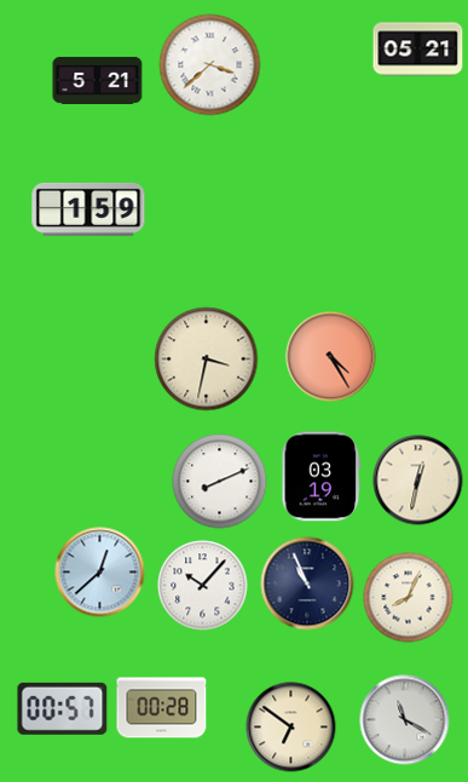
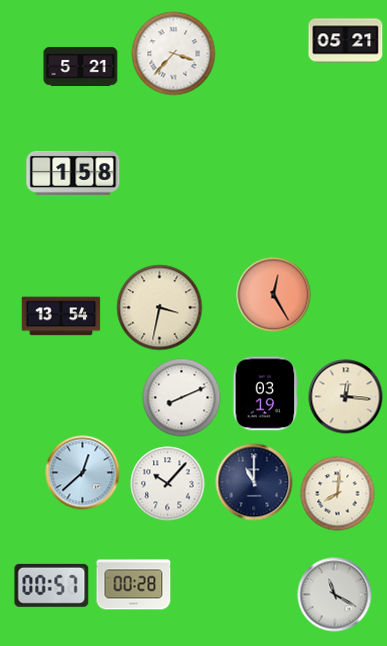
clock at (210, 65): 3:38 -> 3:37
clock at (88, 209): 1:59 -> 1:58
clock at (331, 357): 4:25 -> 12:25
clock at (207, 360) position: (207, 360) -> (160, 308)
clock at (61, 316): none -> 13:54
clock at (418, 481): 12:32 -> 12:16
clock at (307, 583): 10:56 -> 11:00
clock at (409, 598): 8:04 -> 8:01
clock at (291, 728): 6:51 -> none
